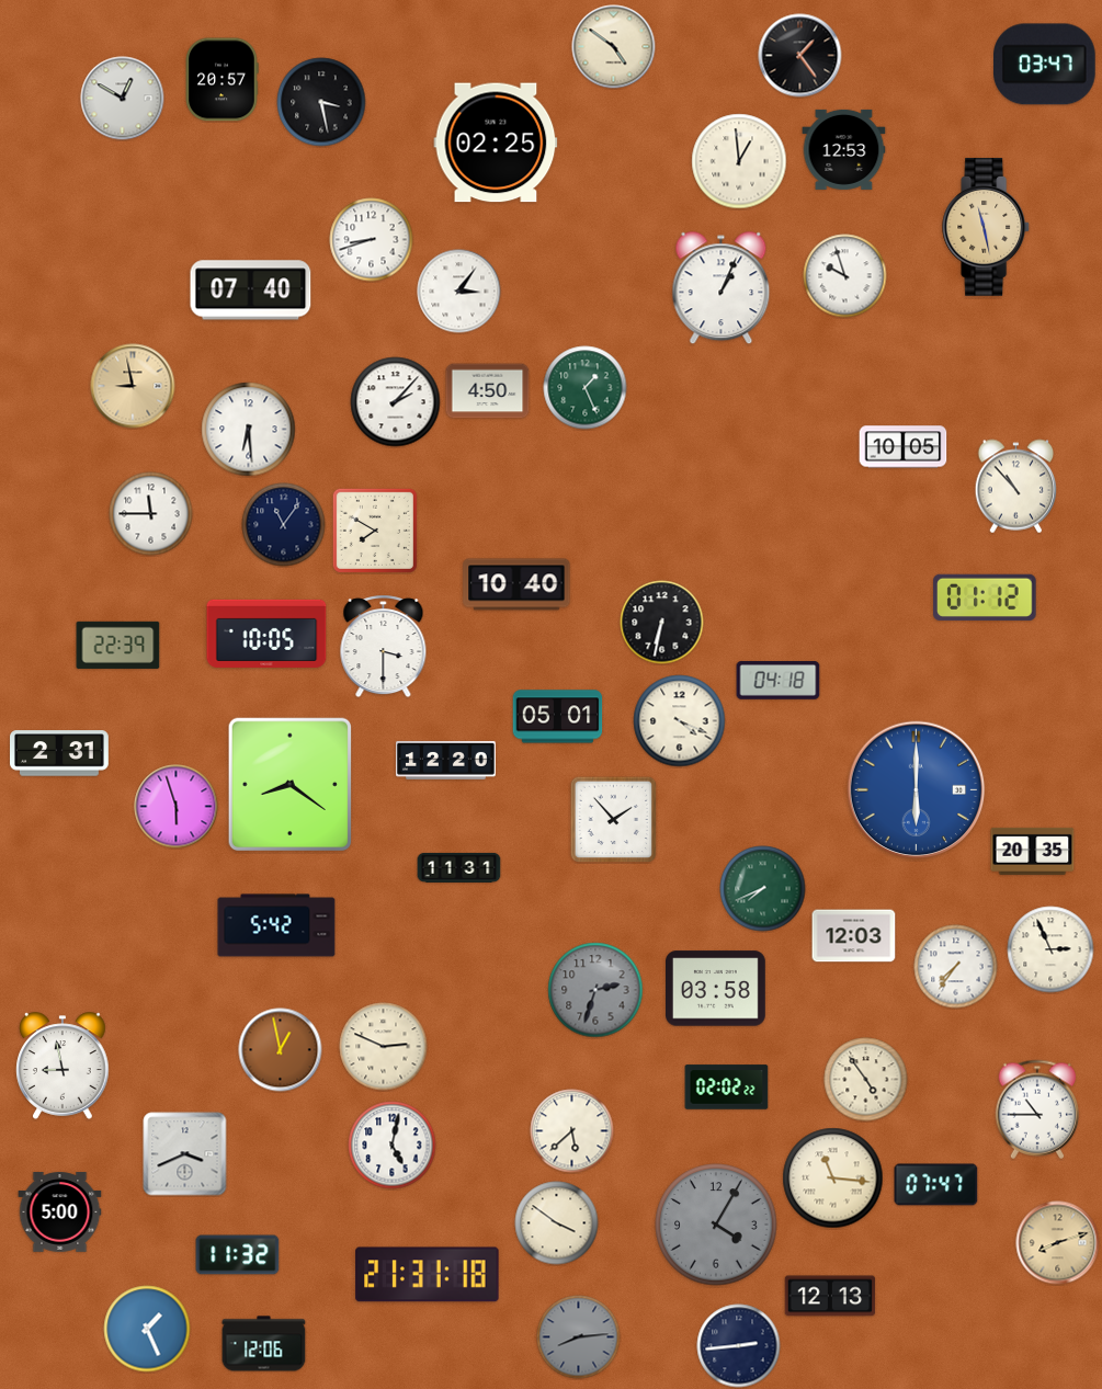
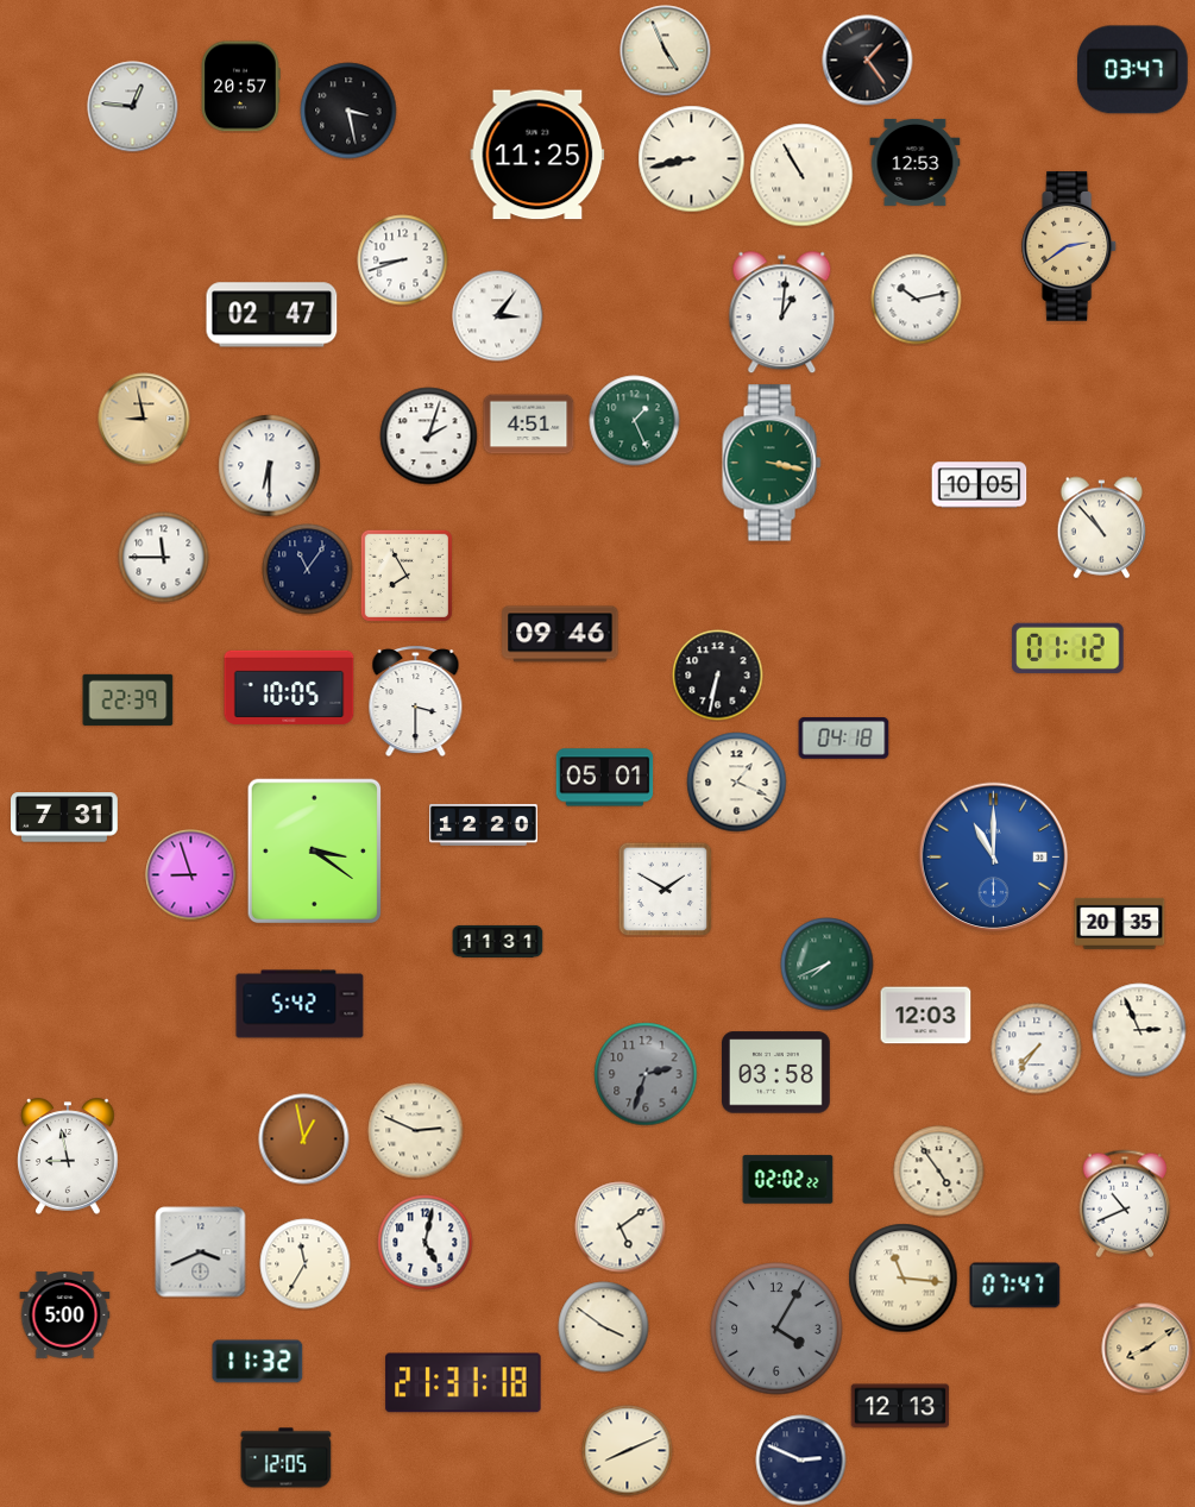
clock at (614, 47): 4:51 -> 4:56
clock at (123, 99): 12:50 -> 12:46
clock at (496, 143): 02:25 -> 11:25
clock at (692, 159): none -> 8:43
clock at (739, 161): 12:59 -> 10:55
clock at (987, 228): 11:28 -> 2:39
clock at (845, 276): 9:57 -> 10:13
clock at (722, 288): 1:04 -> 1:01
clock at (251, 291): 07:40 -> 02:47
clock at (488, 391): 4:50 -> 4:51
clock at (396, 402): 2:07 -> 2:03
clock at (772, 463): none -> 3:17
clock at (249, 430): 6:29 -> 6:30
clock at (375, 531): 7:50 -> 7:55
clock at (516, 584): 10:40 -> 09:46
clock at (680, 721): 4:19 -> 1:19
clock at (60, 753): 2:31 -> 7:31
clock at (289, 784): 8:21 -> 3:21
clock at (917, 790): 6:00 -> 11:00
clock at (177, 807): 5:57 -> 8:57
clock at (613, 819): 1:53 -> 1:50
clock at (384, 1047) position: (384, 1047) -> (416, 1131)
clock at (1037, 1109): 10:45 -> 10:41
clock at (572, 1131): 5:38 -> 5:09
clock at (306, 1264): none -> 11:35
clock at (1058, 1243): 8:12 -> 8:09
clock at (147, 1329): 1:26 -> none
clock at (579, 1337): 8:14 -> 8:11
clock at (579, 1337) dial: grey -> cream
clock at (264, 1344): 12:06 -> 12:05
clock at (739, 1346): 2:44 -> 2:49
